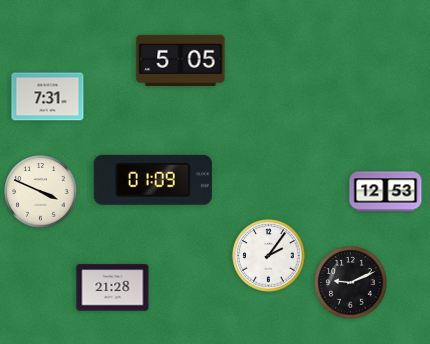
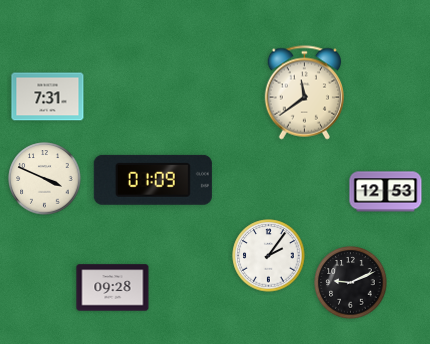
clock at (181, 60): 5:05 -> none
clock at (305, 93): none -> 11:39
clock at (41, 192) position: (41, 192) -> (45, 179)
clock at (113, 288): 21:28 -> 09:28
